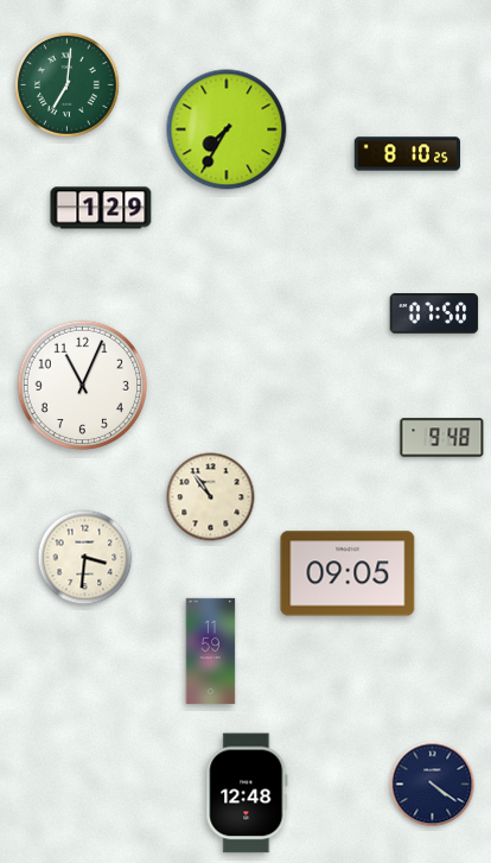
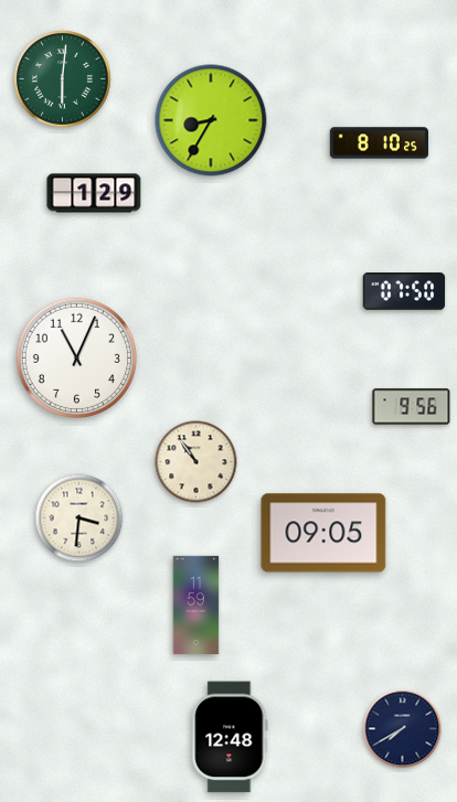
clock at (66, 84): 7:01 -> 6:01
clock at (227, 129): 7:35 -> 8:35
clock at (442, 438): 9:48 -> 9:56
clock at (433, 785): 4:21 -> 7:40
